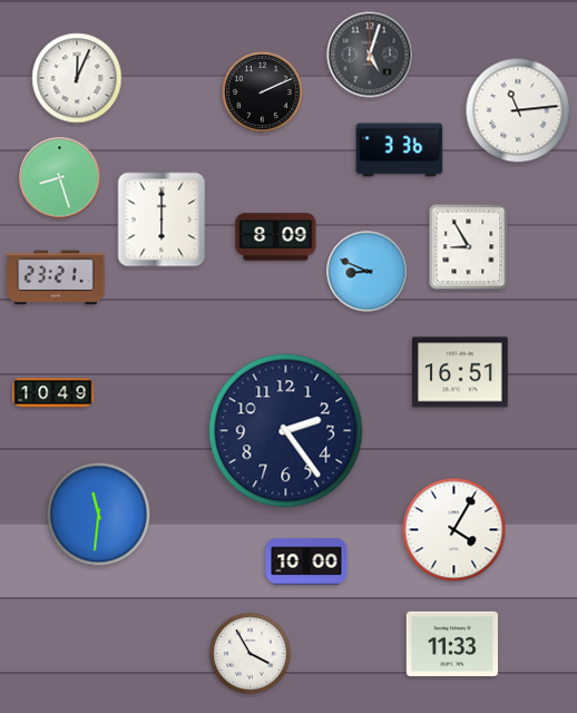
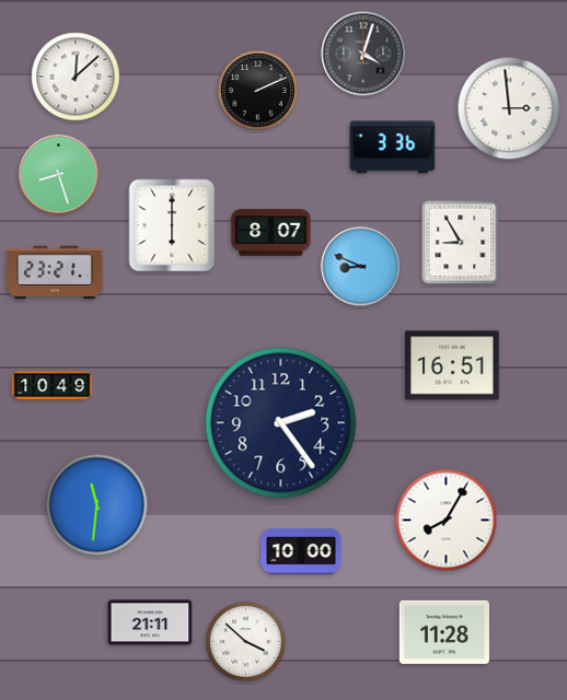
clock at (370, 55): 5:03 -> 4:03
clock at (77, 78): 12:04 -> 12:08
clock at (518, 110): 11:14 -> 2:59
clock at (162, 219) position: (162, 219) -> (172, 225)
clock at (276, 237): 8:09 -> 8:07
clock at (454, 530): 4:05 -> 8:05
clock at (150, 622): none -> 21:11
clock at (452, 644): 11:33 -> 11:28
clock at (251, 654): 3:55 -> 3:52
